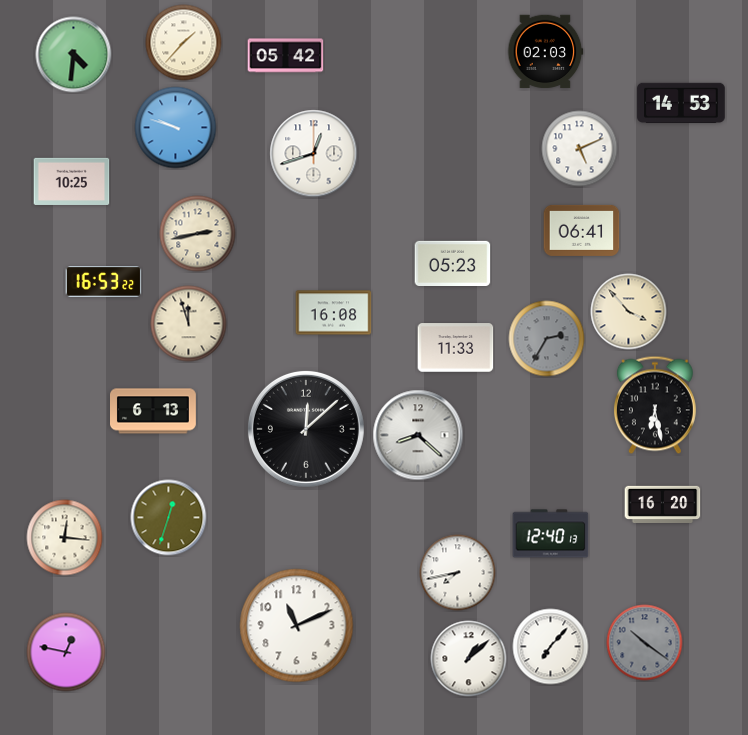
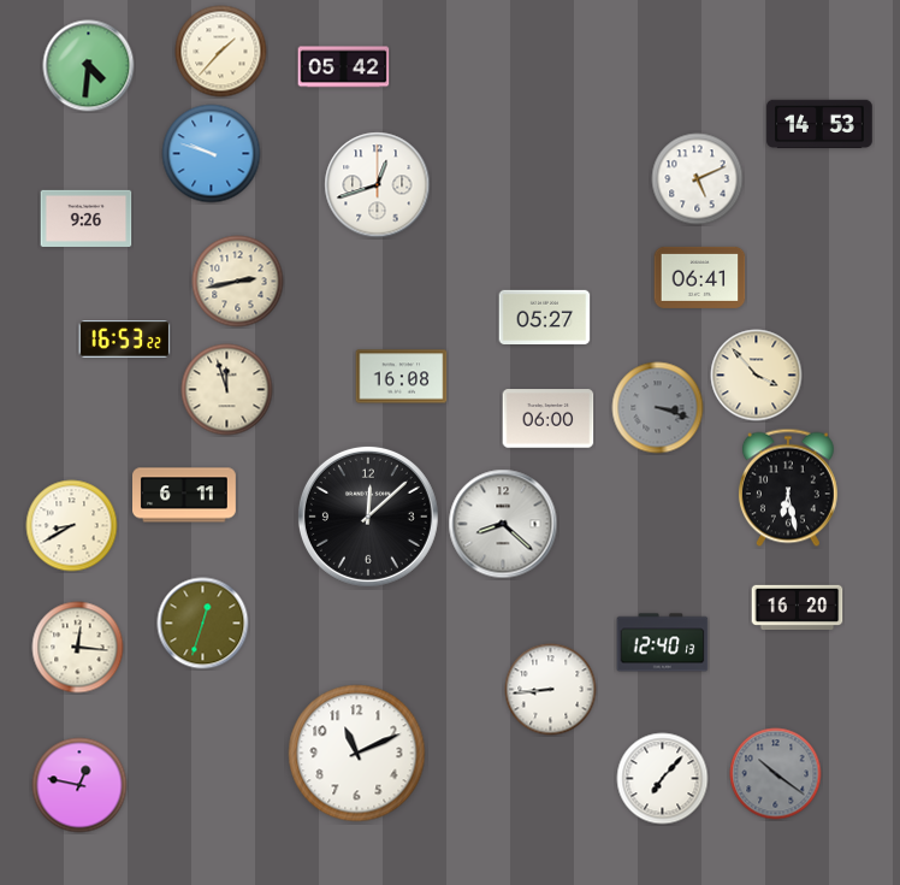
clock at (545, 52): 02:03 -> none
clock at (72, 181): 10:25 -> 9:26
clock at (453, 263): 05:23 -> 05:27
clock at (547, 339): 2:35 -> 3:18
clock at (456, 348): 11:33 -> 06:00
clock at (154, 411): 6:13 -> 6:11
clock at (72, 526): none -> 8:40
clock at (458, 573): 7:43 -> 8:44
clock at (469, 659): 1:08 -> none
